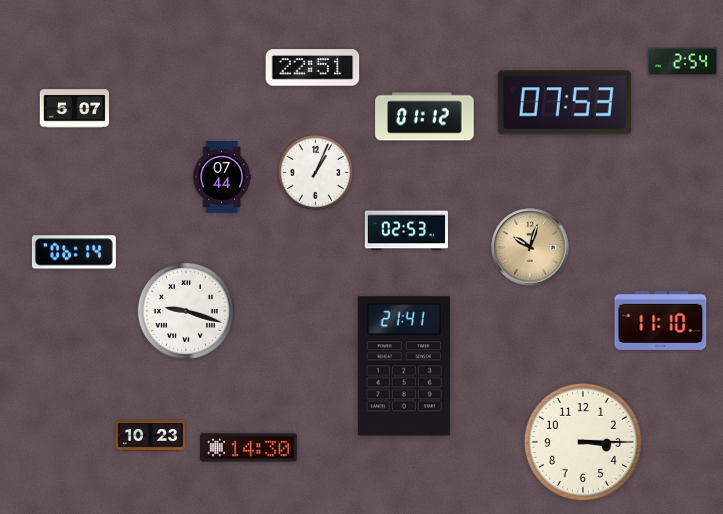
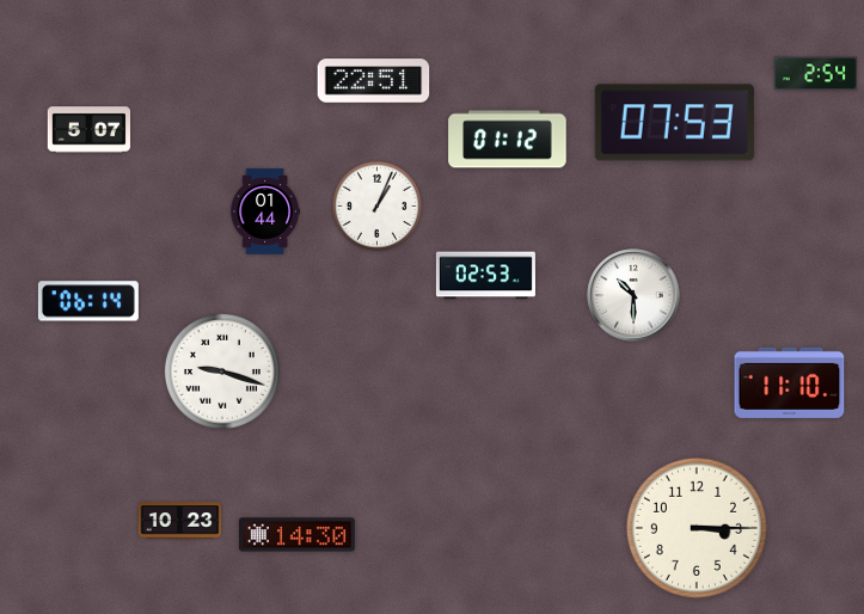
clock at (222, 177): 07:44 -> 01:44
clock at (530, 247): 10:03 -> 10:30
clock at (530, 247) dial: champagne -> white
clock at (404, 366): 21:41 -> none
